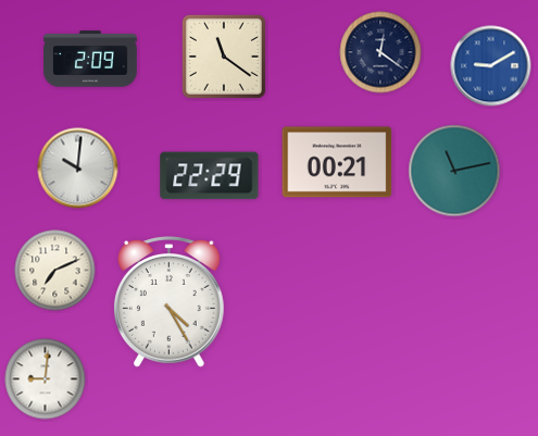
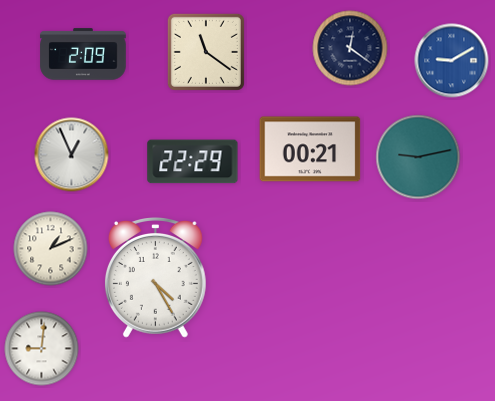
clock at (78, 169): 10:01 -> 12:56
clock at (454, 171): 11:13 -> 9:13
clock at (55, 271): 7:11 -> 1:11
